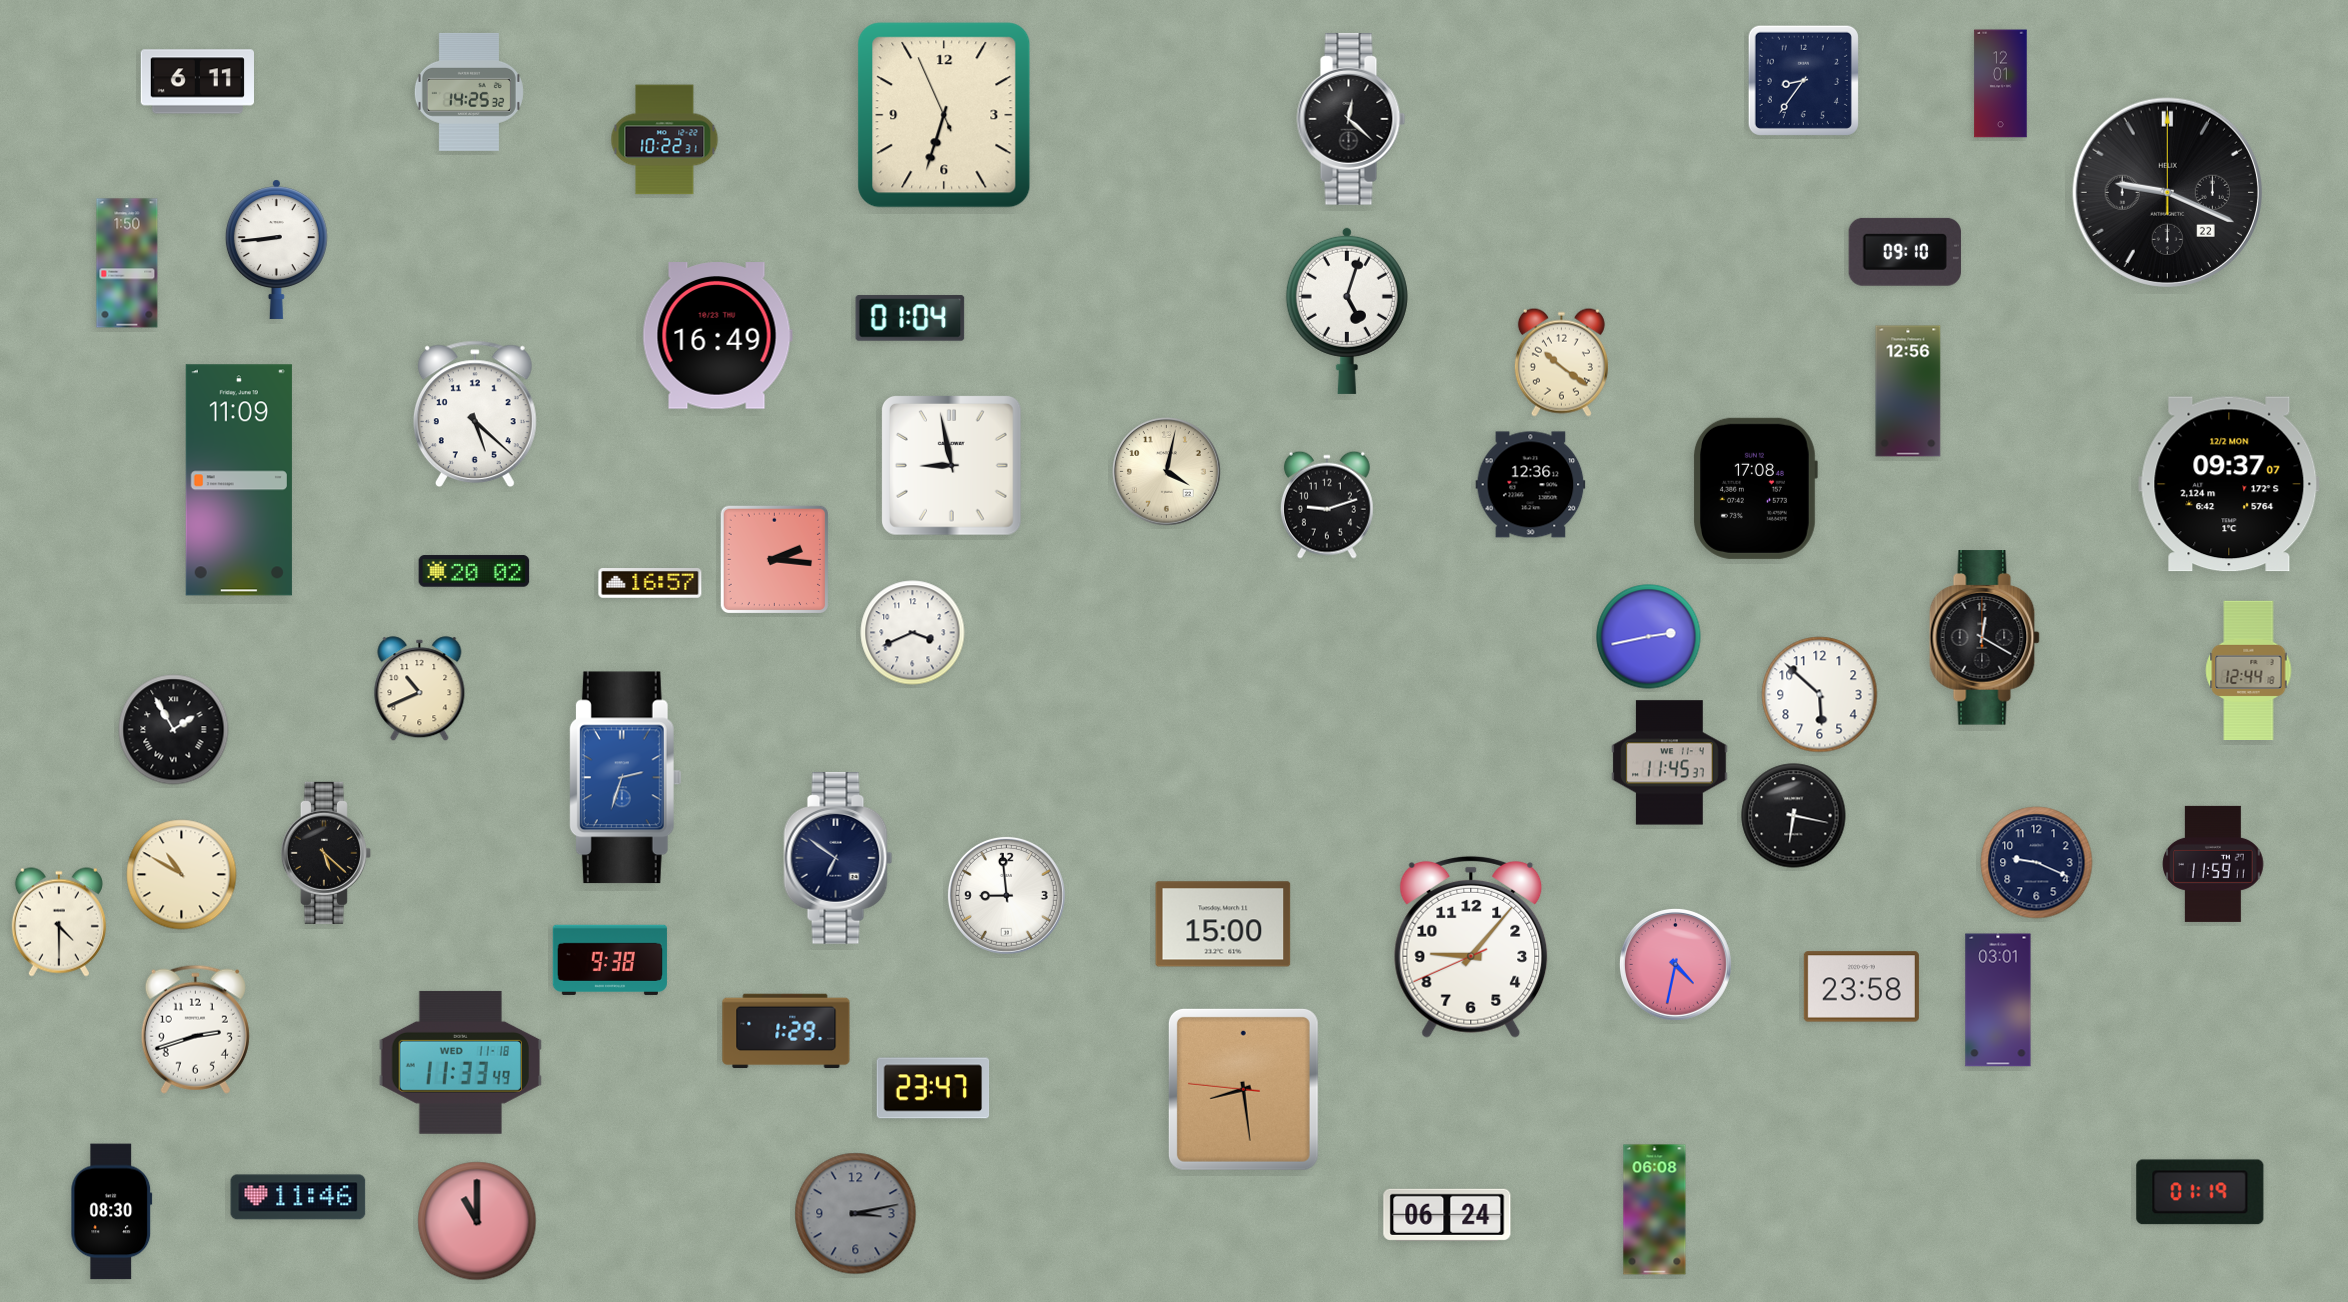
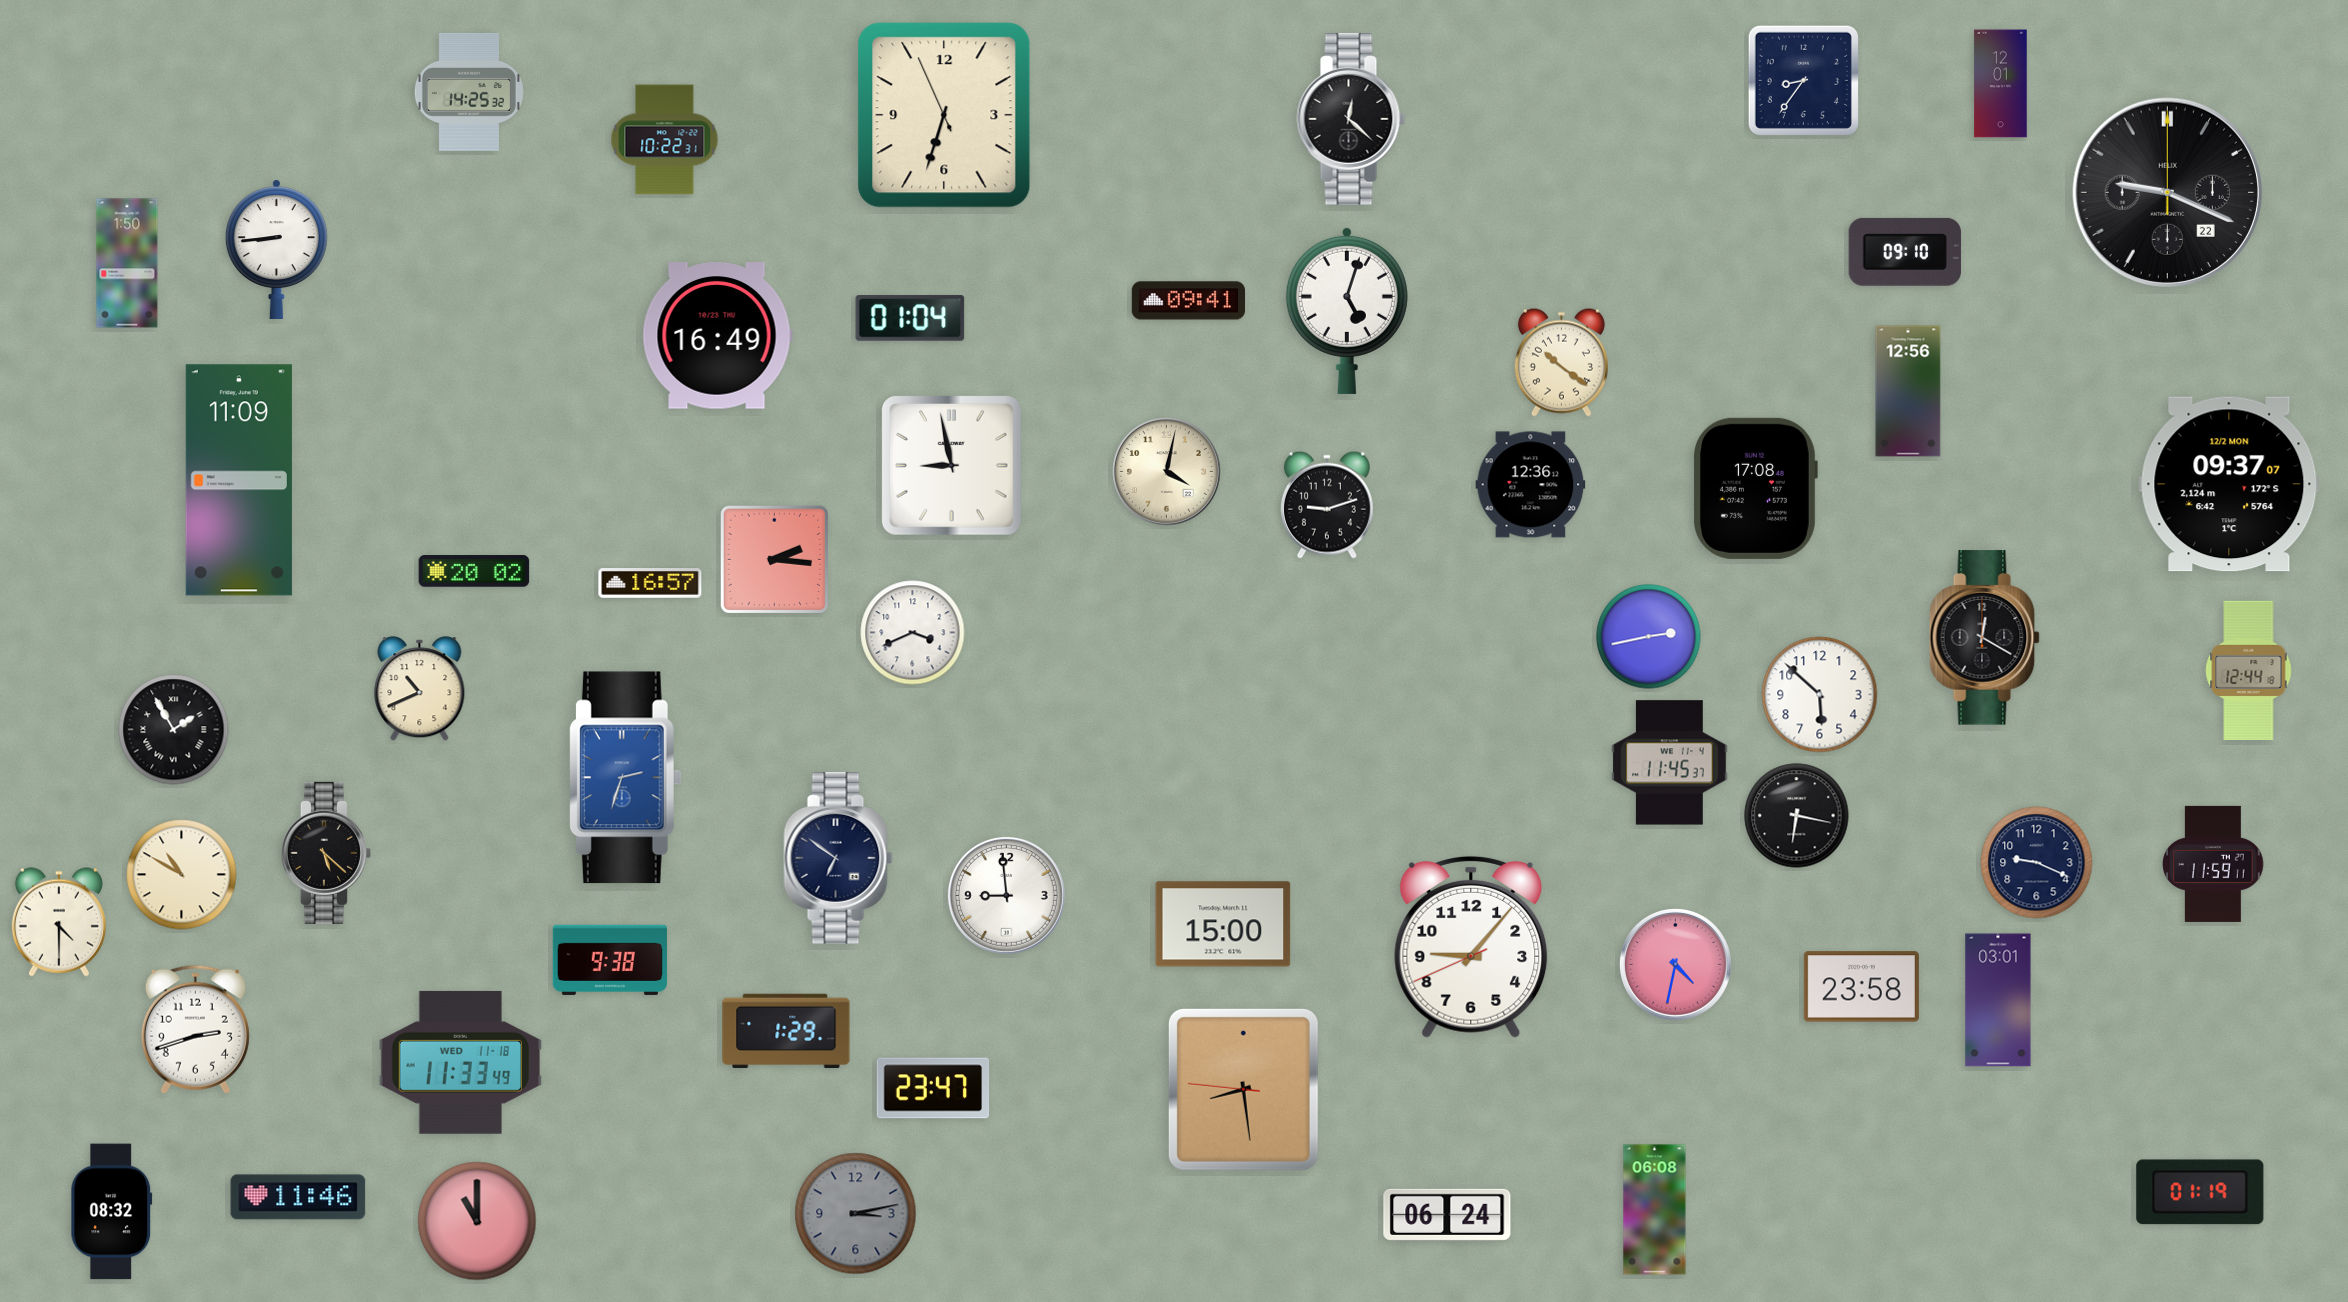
clock at (197, 82): 6:11 -> none
clock at (1188, 301): none -> 09:41
clock at (475, 414): 5:22 -> none
clock at (1794, 816) position: (1794, 816) -> (1797, 816)
clock at (112, 1212): 08:30 -> 08:32
